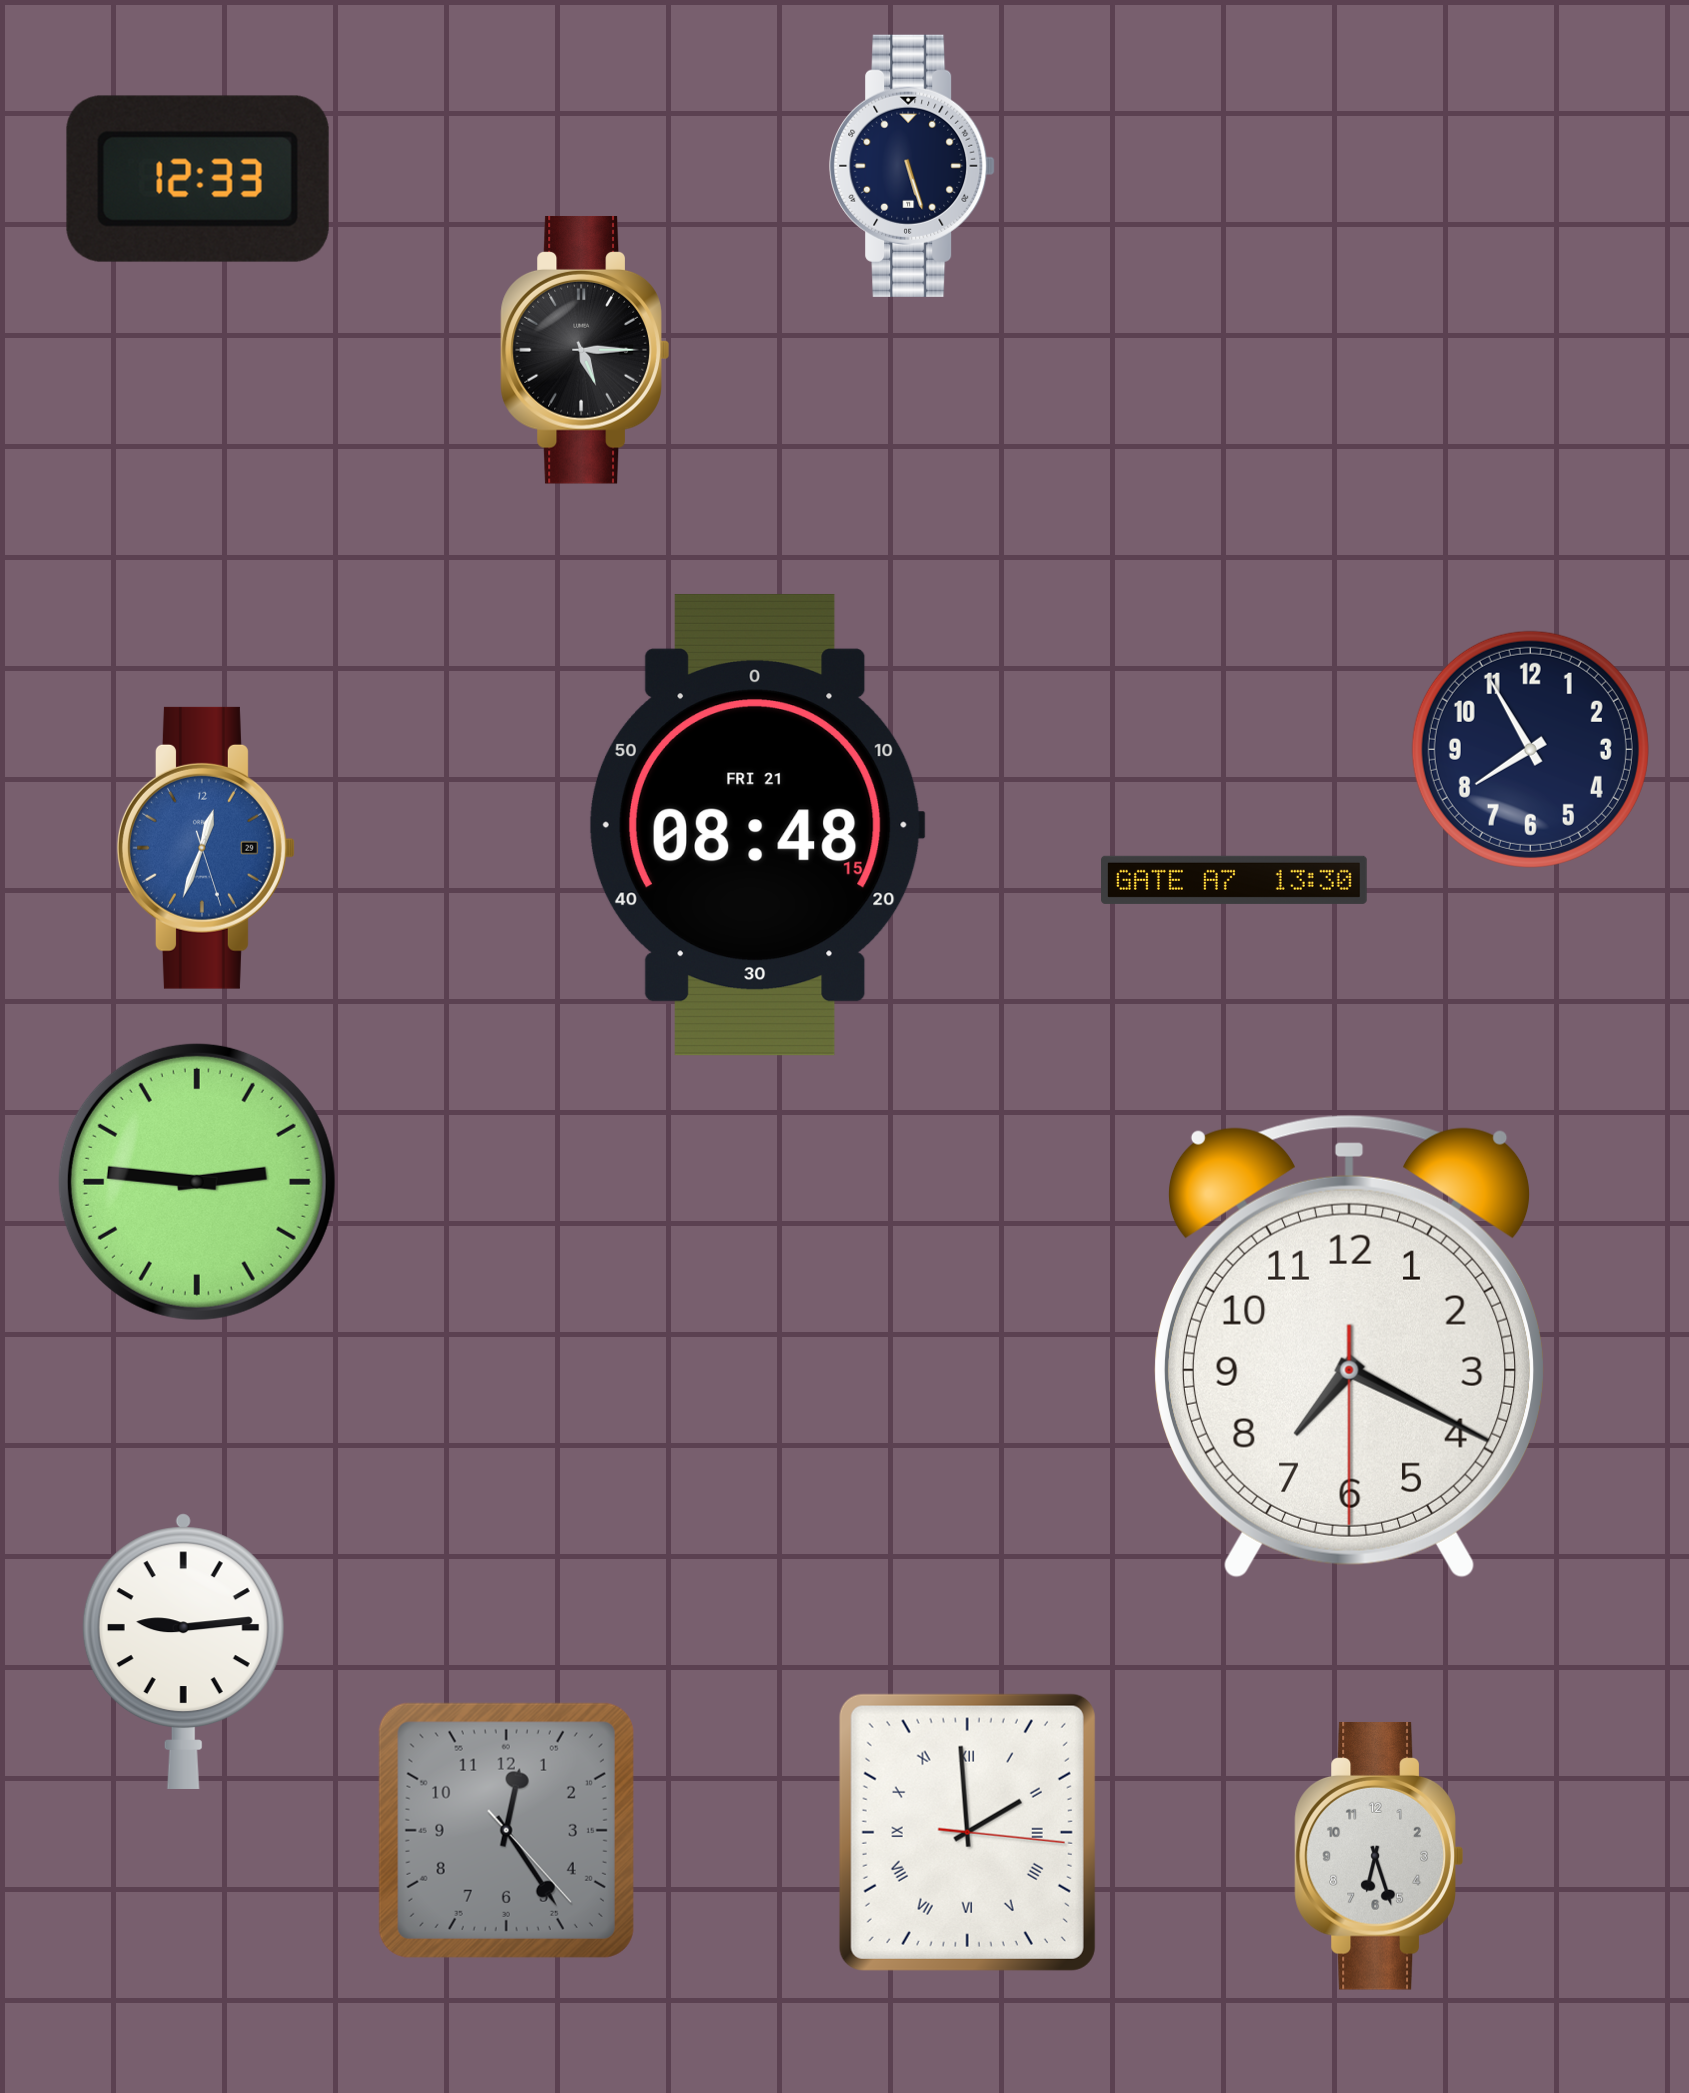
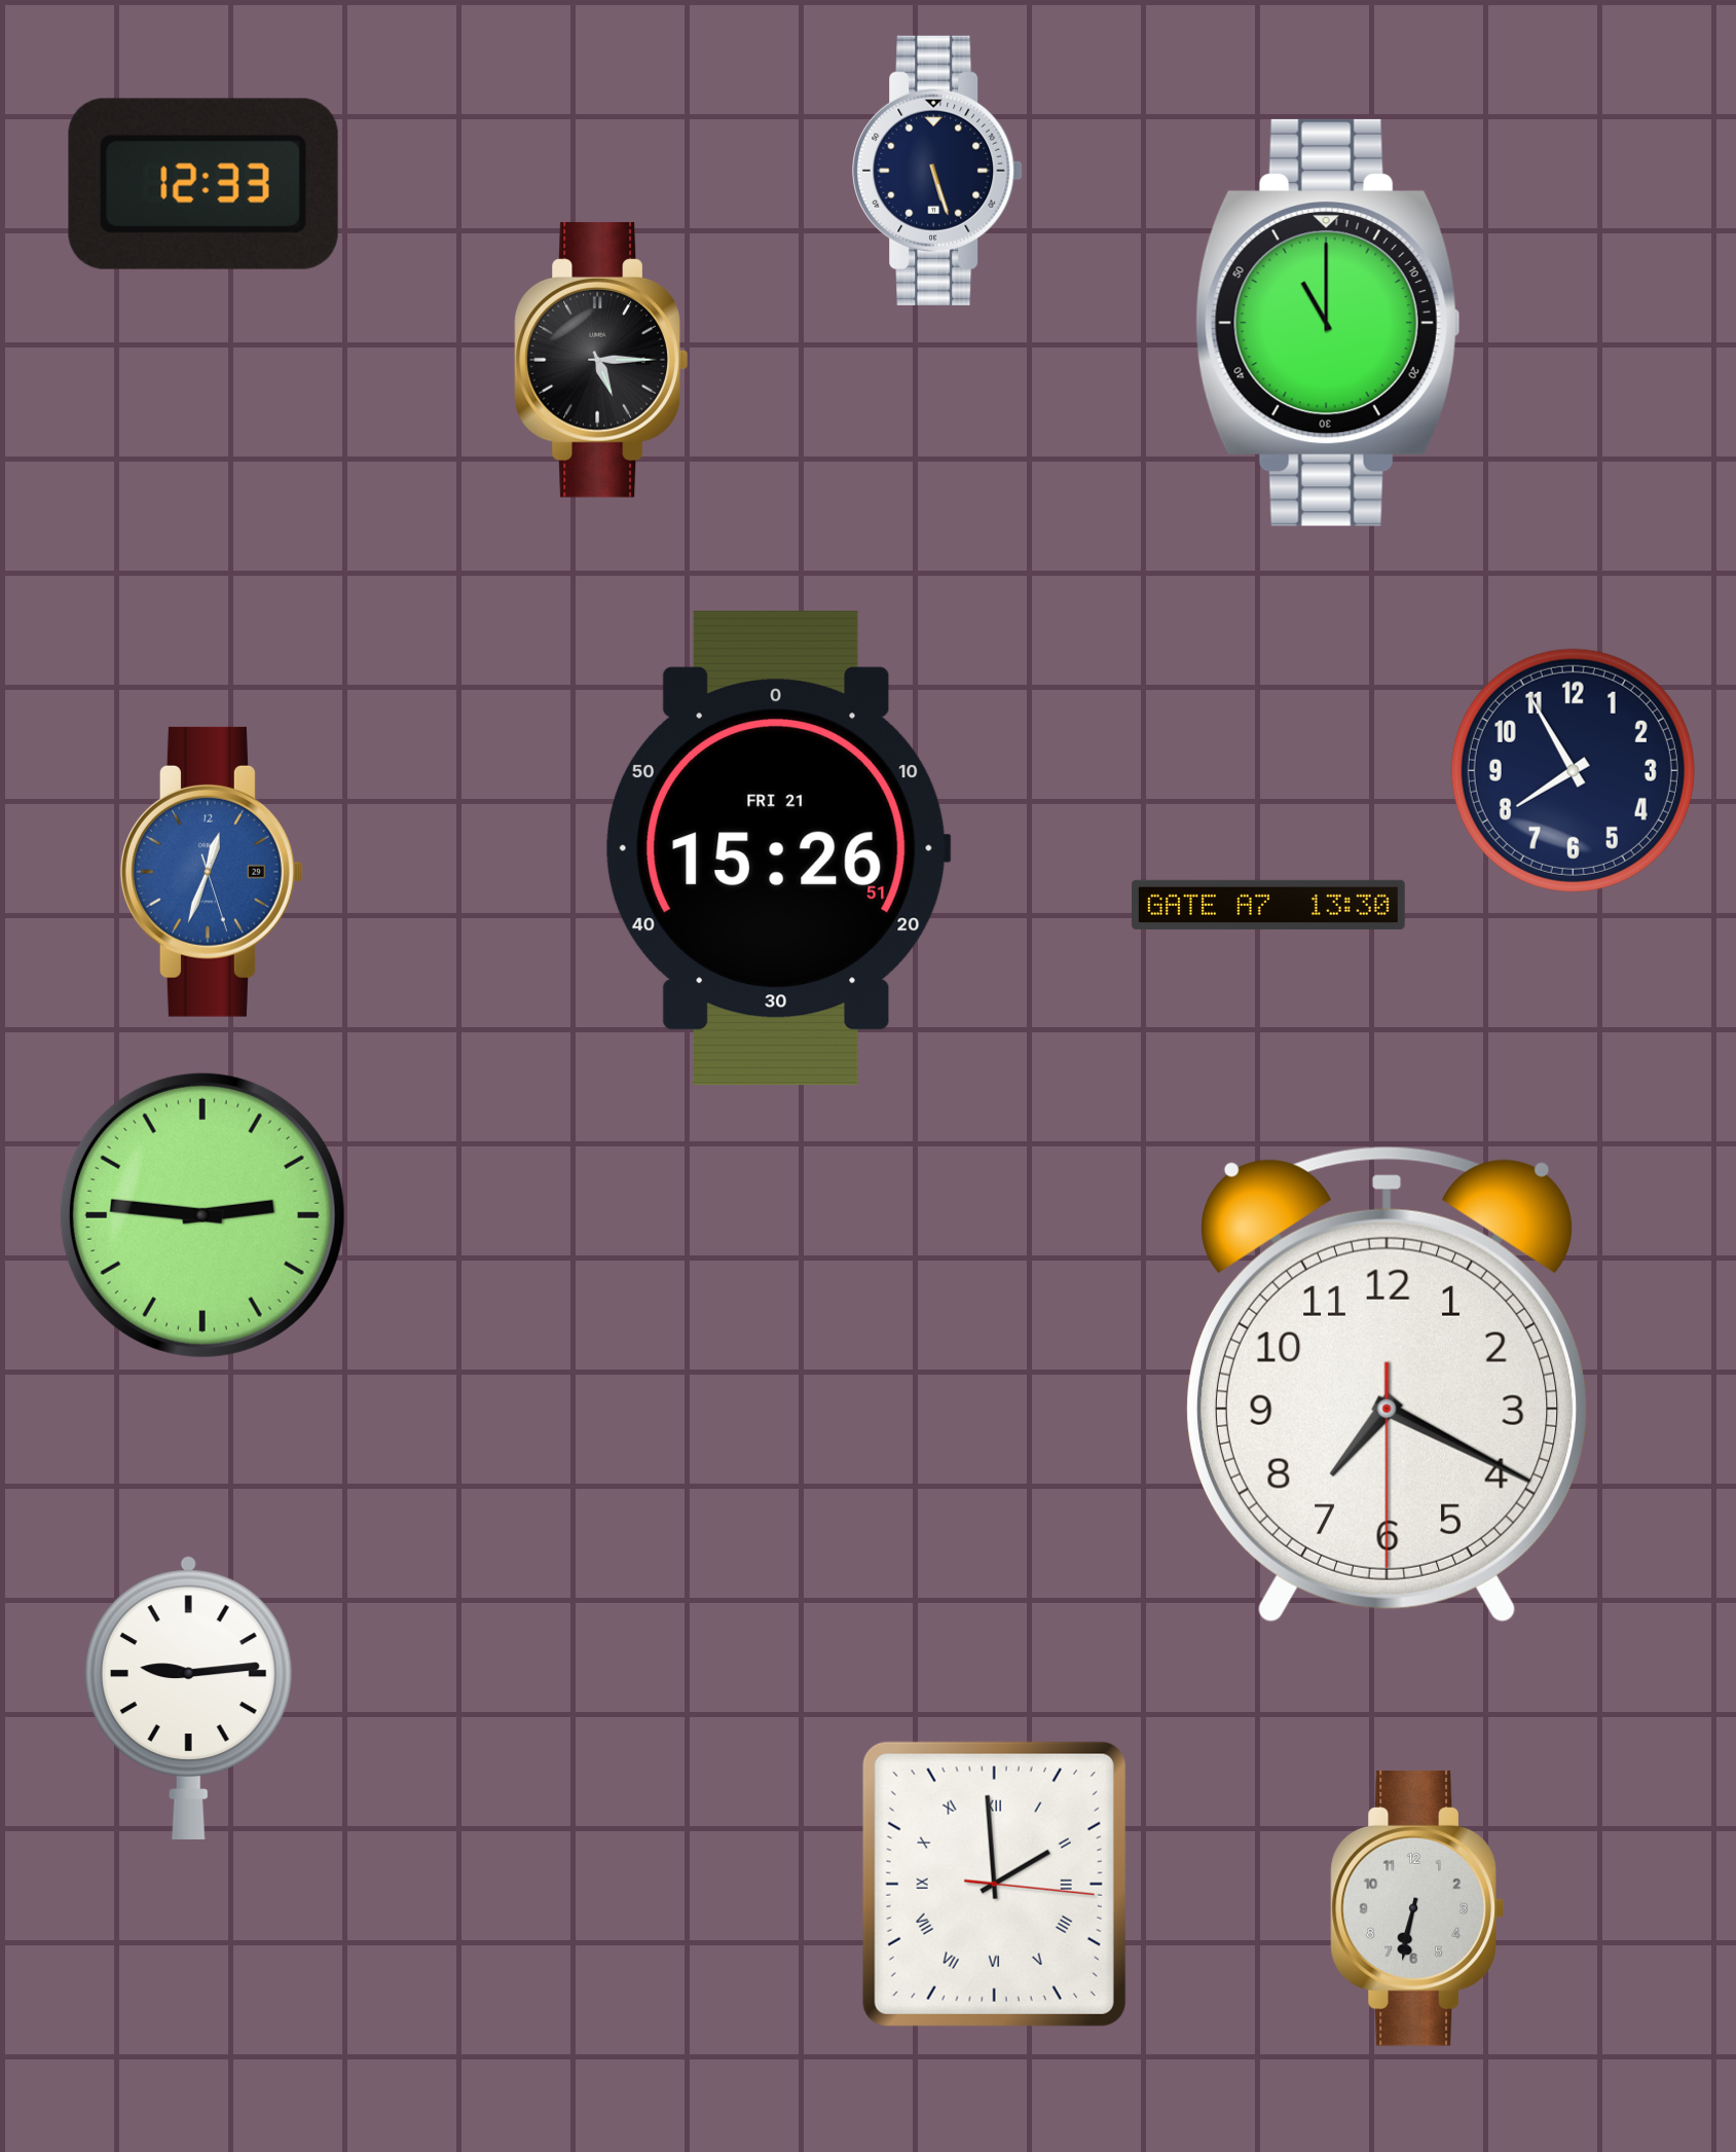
clock at (1328, 323): none -> 11:00
clock at (757, 825): 08:48 -> 15:26
clock at (506, 1830): 12:24 -> none
clock at (1379, 1856): 6:27 -> 6:32
